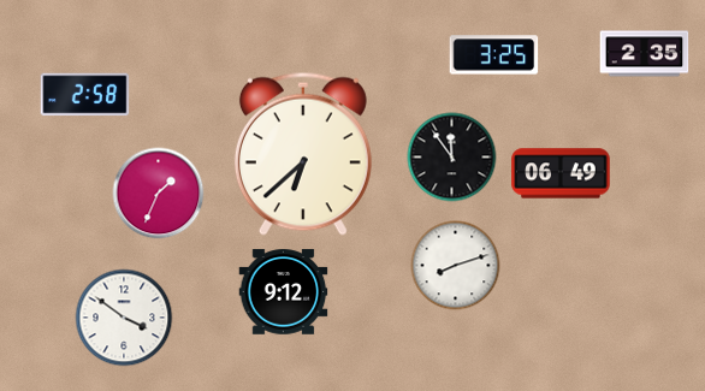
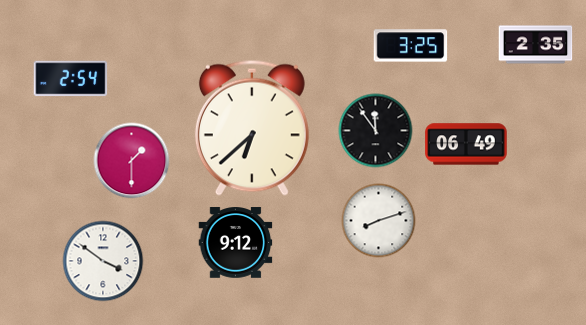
clock at (85, 95): 2:58 -> 2:54
clock at (159, 194): 1:34 -> 1:30
clock at (124, 318) position: (124, 318) -> (103, 261)
